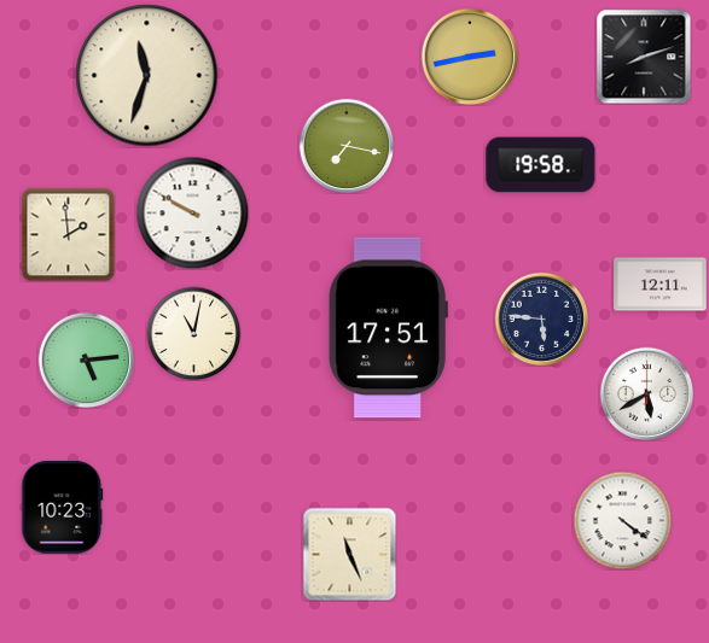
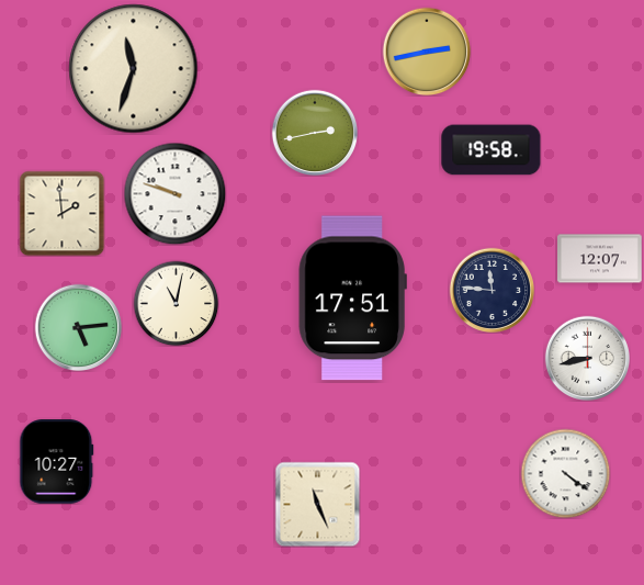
clock at (644, 57): 8:12 -> none
clock at (347, 146): 7:17 -> 2:43
clock at (192, 212): 9:50 -> 9:48
clock at (661, 285): 12:11 -> 12:07
clock at (541, 318): 5:46 -> 11:46
clock at (646, 393): 5:40 -> 8:43
clock at (63, 508): 10:23 -> 10:27
